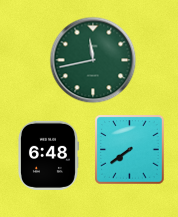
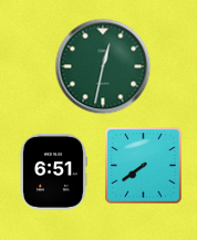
clock at (93, 60): 11:43 -> 12:32
clock at (48, 155): 6:48 -> 6:51
